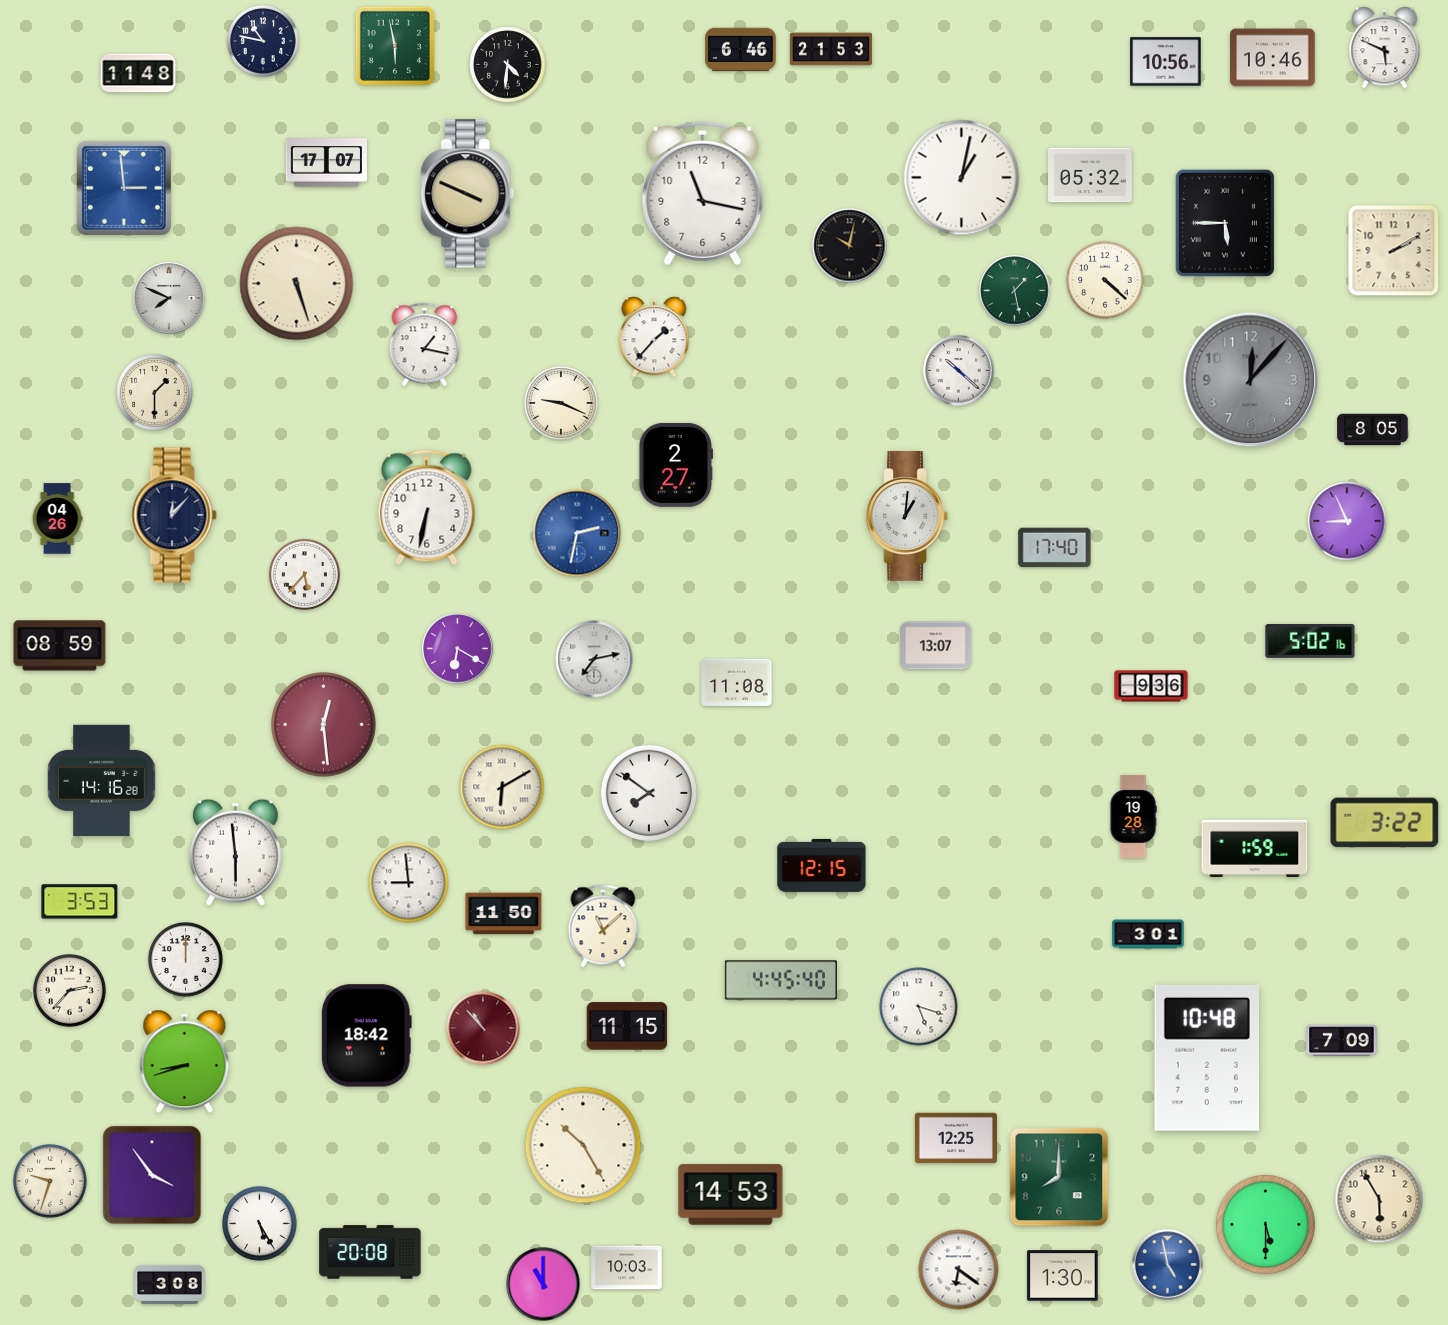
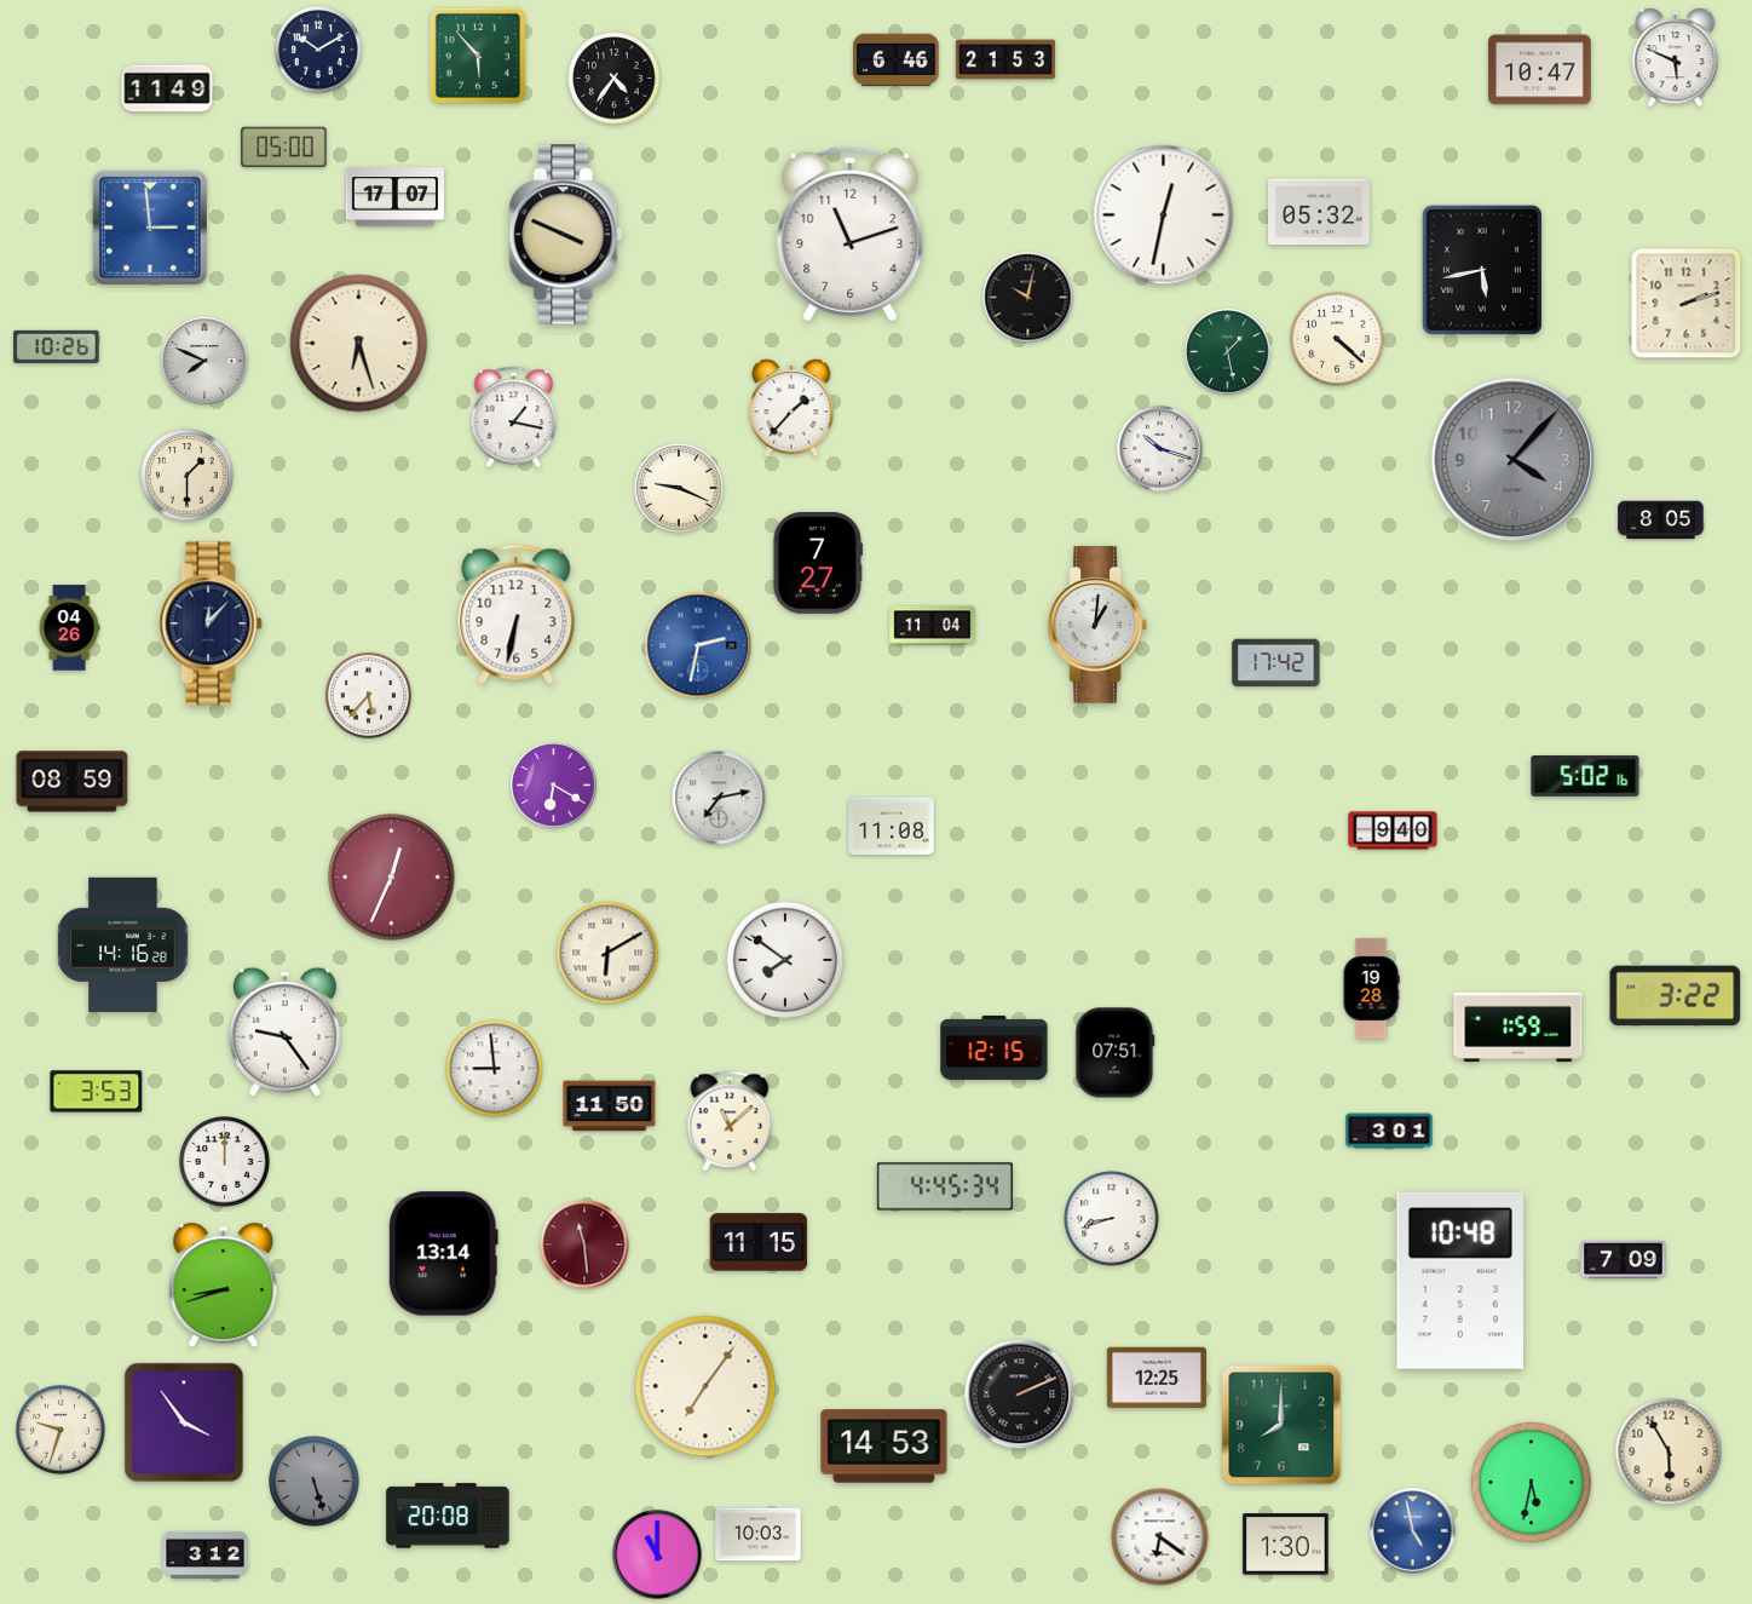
clock at (263, 41): 10:47 -> 10:10
clock at (395, 46): 5:58 -> 5:53
clock at (1273, 58): 10:46 -> 10:47
clock at (1166, 62): 10:56 -> none
clock at (508, 65): 4:31 -> 4:36
clock at (138, 73): 11:48 -> 11:49
clock at (284, 148): none -> 05:00
clock at (962, 178): 1:02 -> 12:32
clock at (703, 194): 11:17 -> 11:12
clock at (1225, 223): 5:45 -> 5:43
clock at (1394, 251): 2:10 -> 2:12
clock at (297, 284): 5:27 -> 6:27
clock at (57, 346): none -> 10:26
clock at (959, 371): 10:22 -> 10:18
clock at (1251, 380): 12:07 -> 4:07
clock at (675, 465): 2:27 -> 7:27
clock at (933, 626): none -> 11:04
clock at (1347, 521): 8:56 -> none
clock at (1055, 548): 17:40 -> 17:42
clock at (936, 646): 13:07 -> none
clock at (1151, 686): 9:36 -> 9:40
clock at (324, 725): 12:29 -> 12:34
clock at (235, 852): 5:59 -> 9:24
clock at (1116, 1053): none -> 07:51
clock at (781, 980): 4:45:40 -> 4:45:34
clock at (70, 991): 2:37 -> none
clock at (919, 1007): 5:18 -> 8:42
clock at (483, 1028): 10:53 -> 11:29
clock at (366, 1036): 18:42 -> 13:14
clock at (583, 1145): 10:25 -> 7:06
clock at (1020, 1395): none -> 2:11
clock at (260, 1224): 5:25 -> 5:27
clock at (260, 1224) dial: white -> grey
clock at (1265, 1224): 5:30 -> 5:32
clock at (170, 1284): 3:08 -> 3:12
